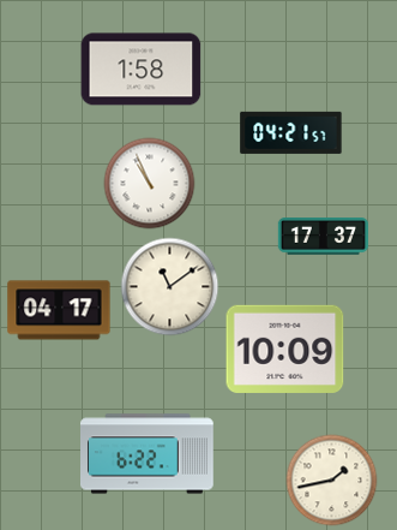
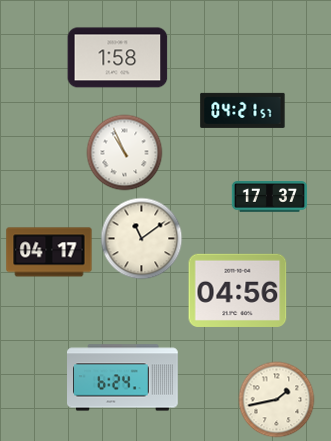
clock at (59, 310) position: (59, 310) -> (49, 252)
clock at (285, 349): 10:09 -> 04:56
clock at (148, 454): 6:22 -> 6:24
